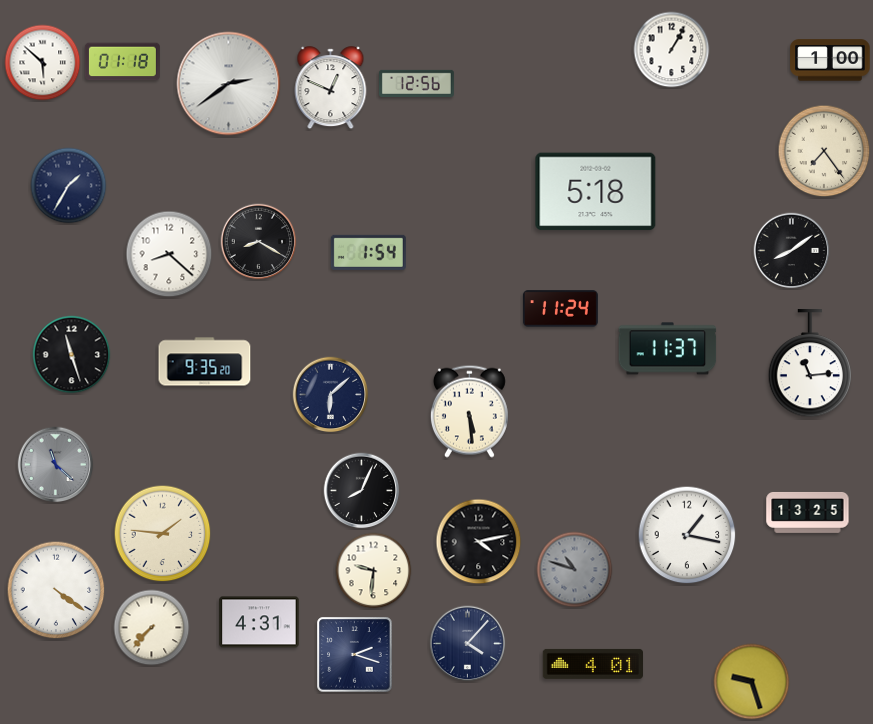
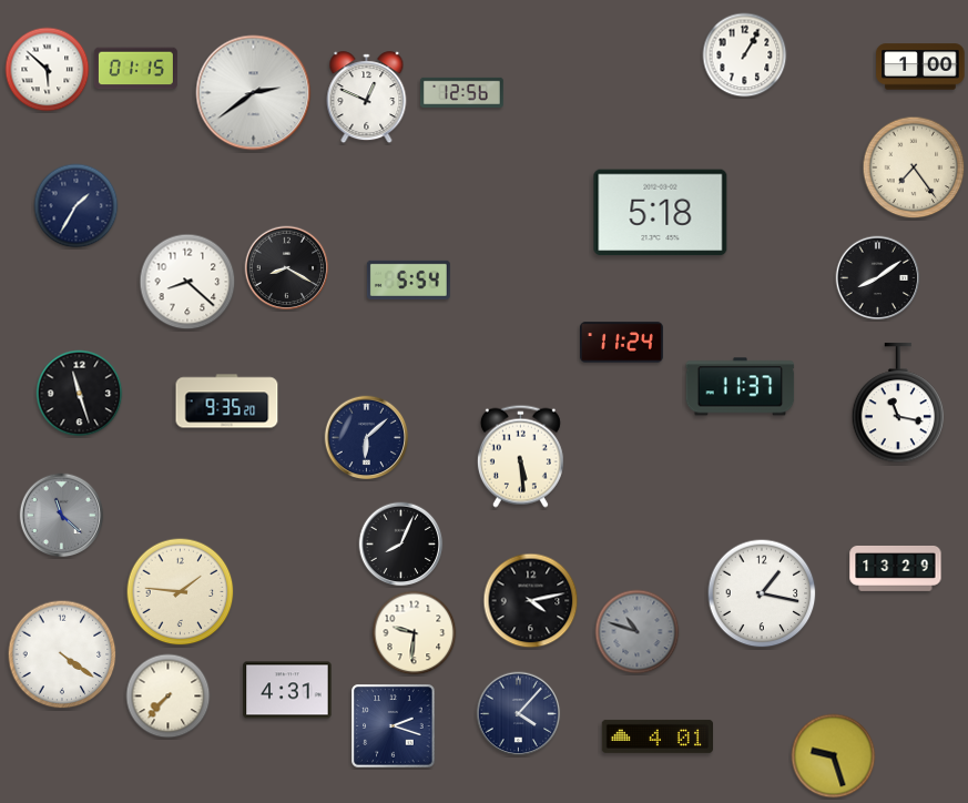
clock at (122, 62): 01:18 -> 01:15
clock at (368, 252): 1:54 -> 5:54
clock at (810, 364): 11:14 -> 11:17
clock at (808, 512): 13:25 -> 13:29
